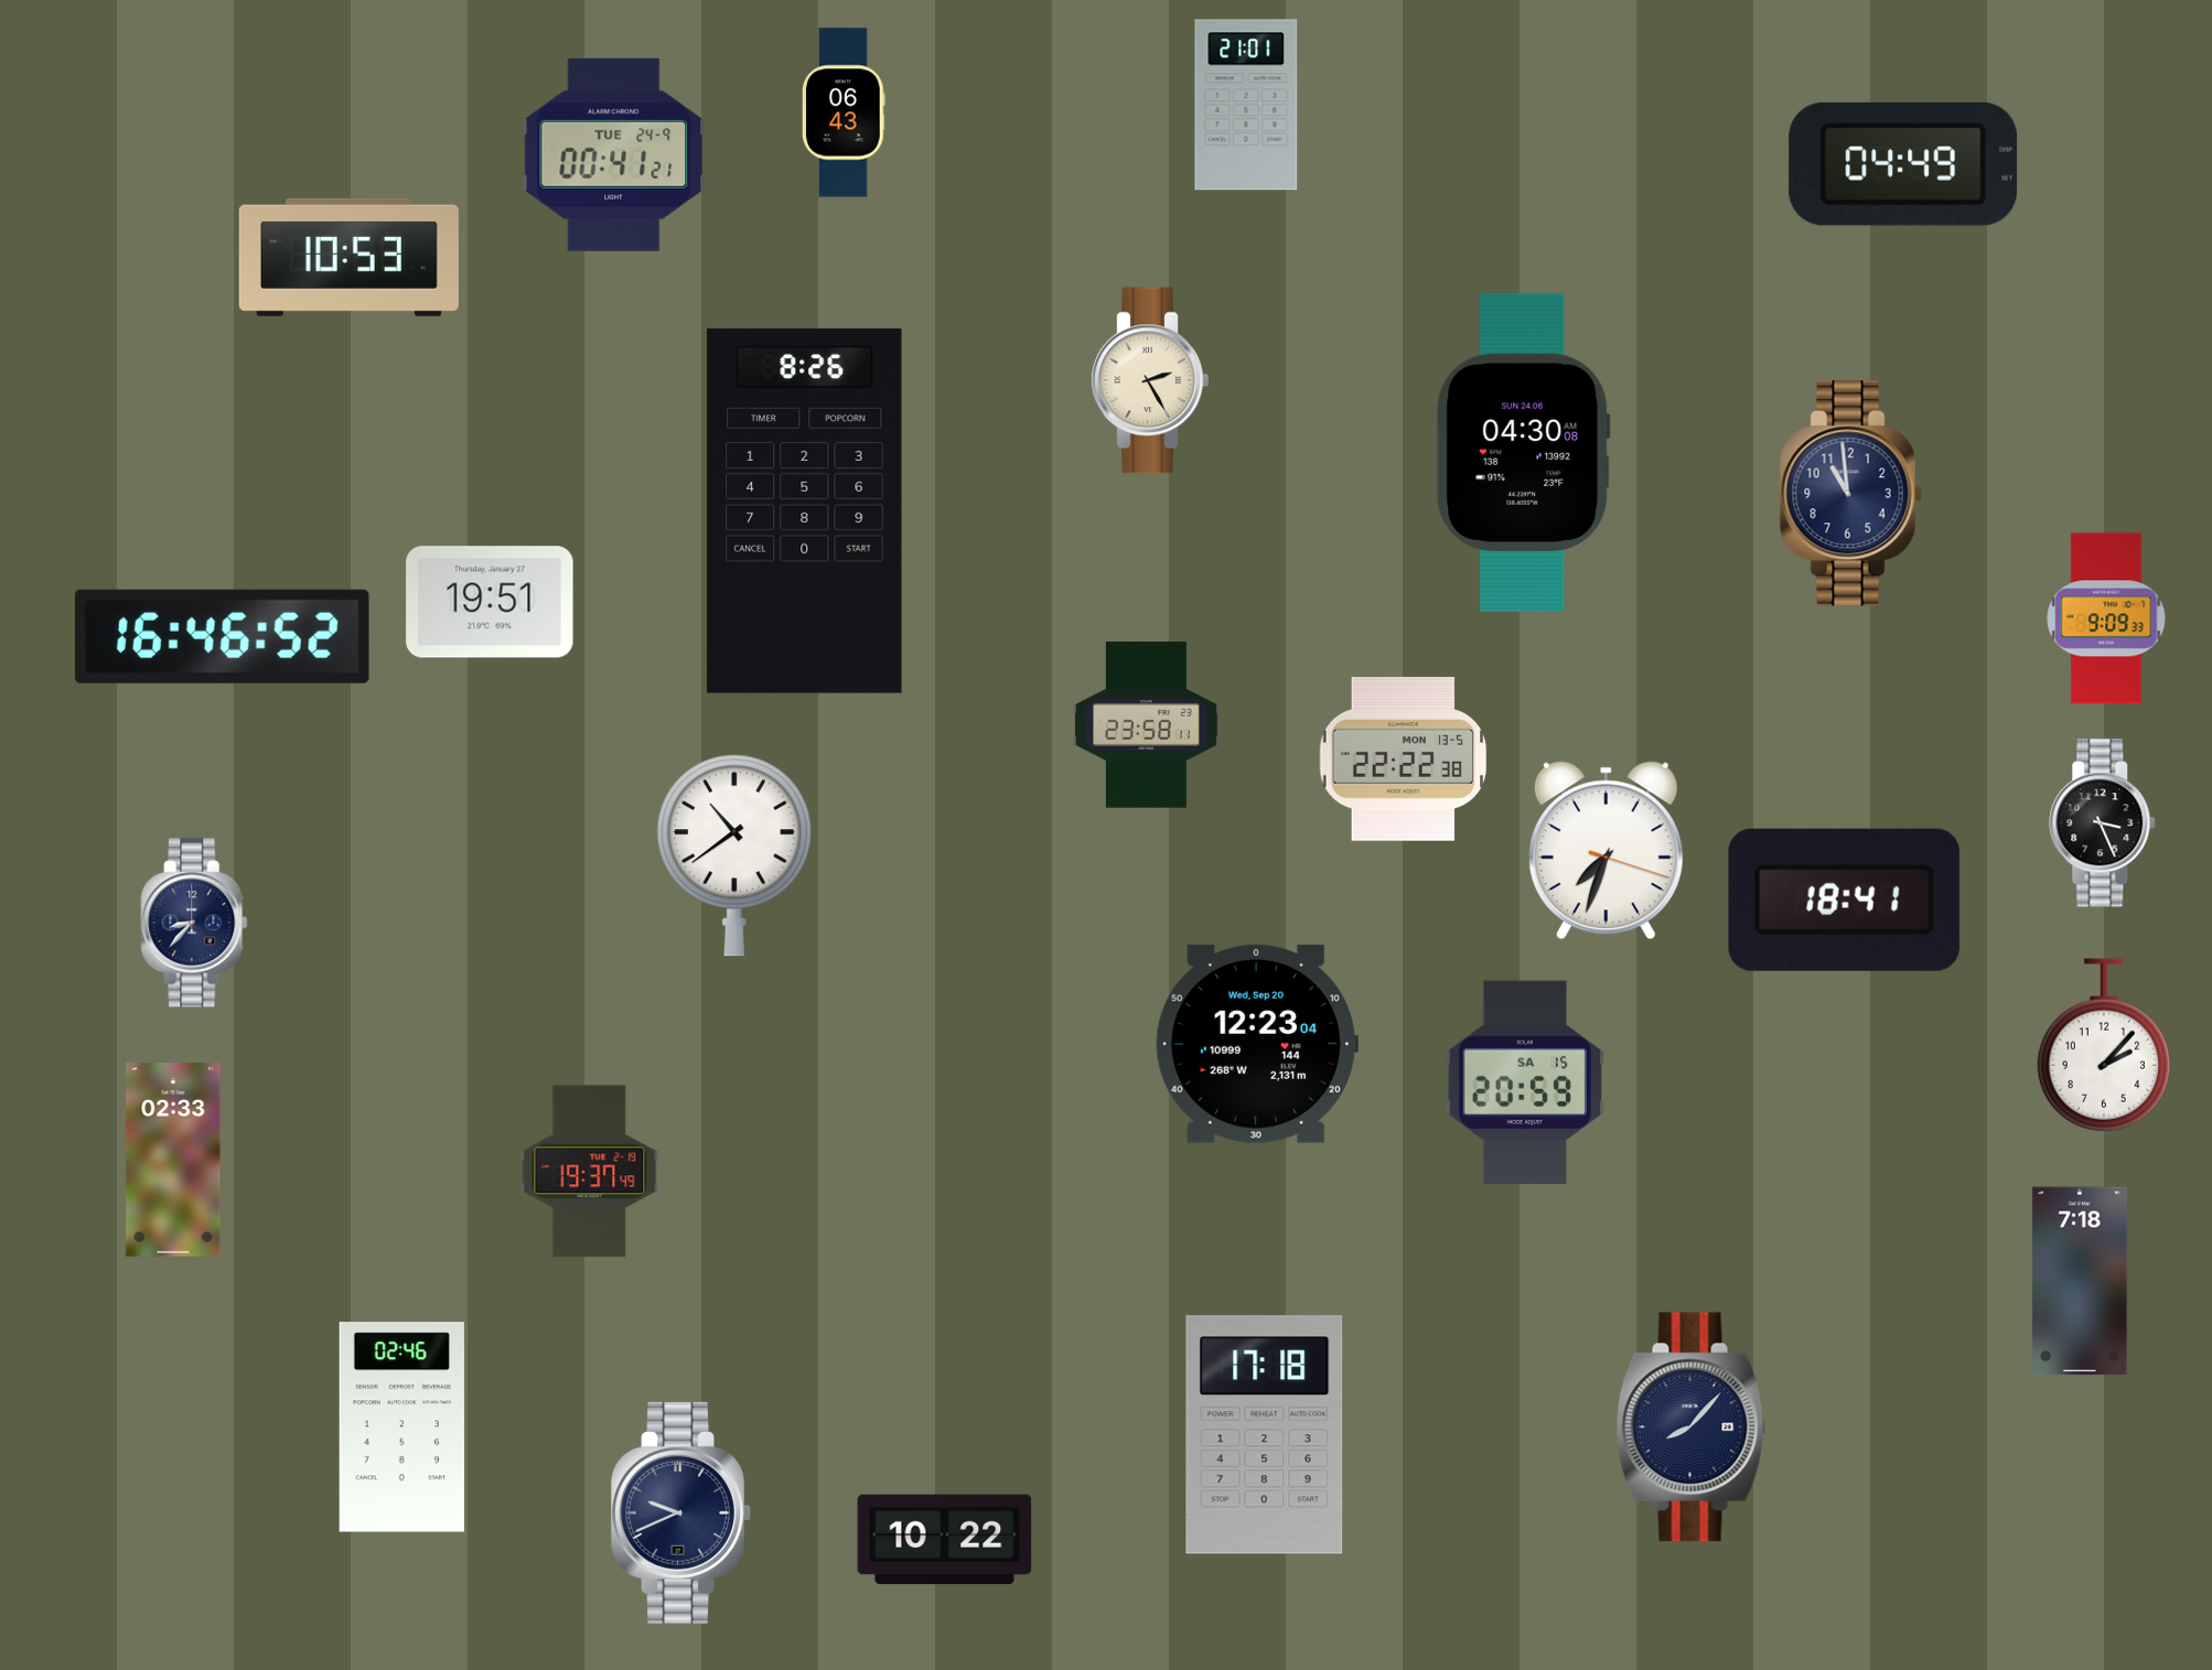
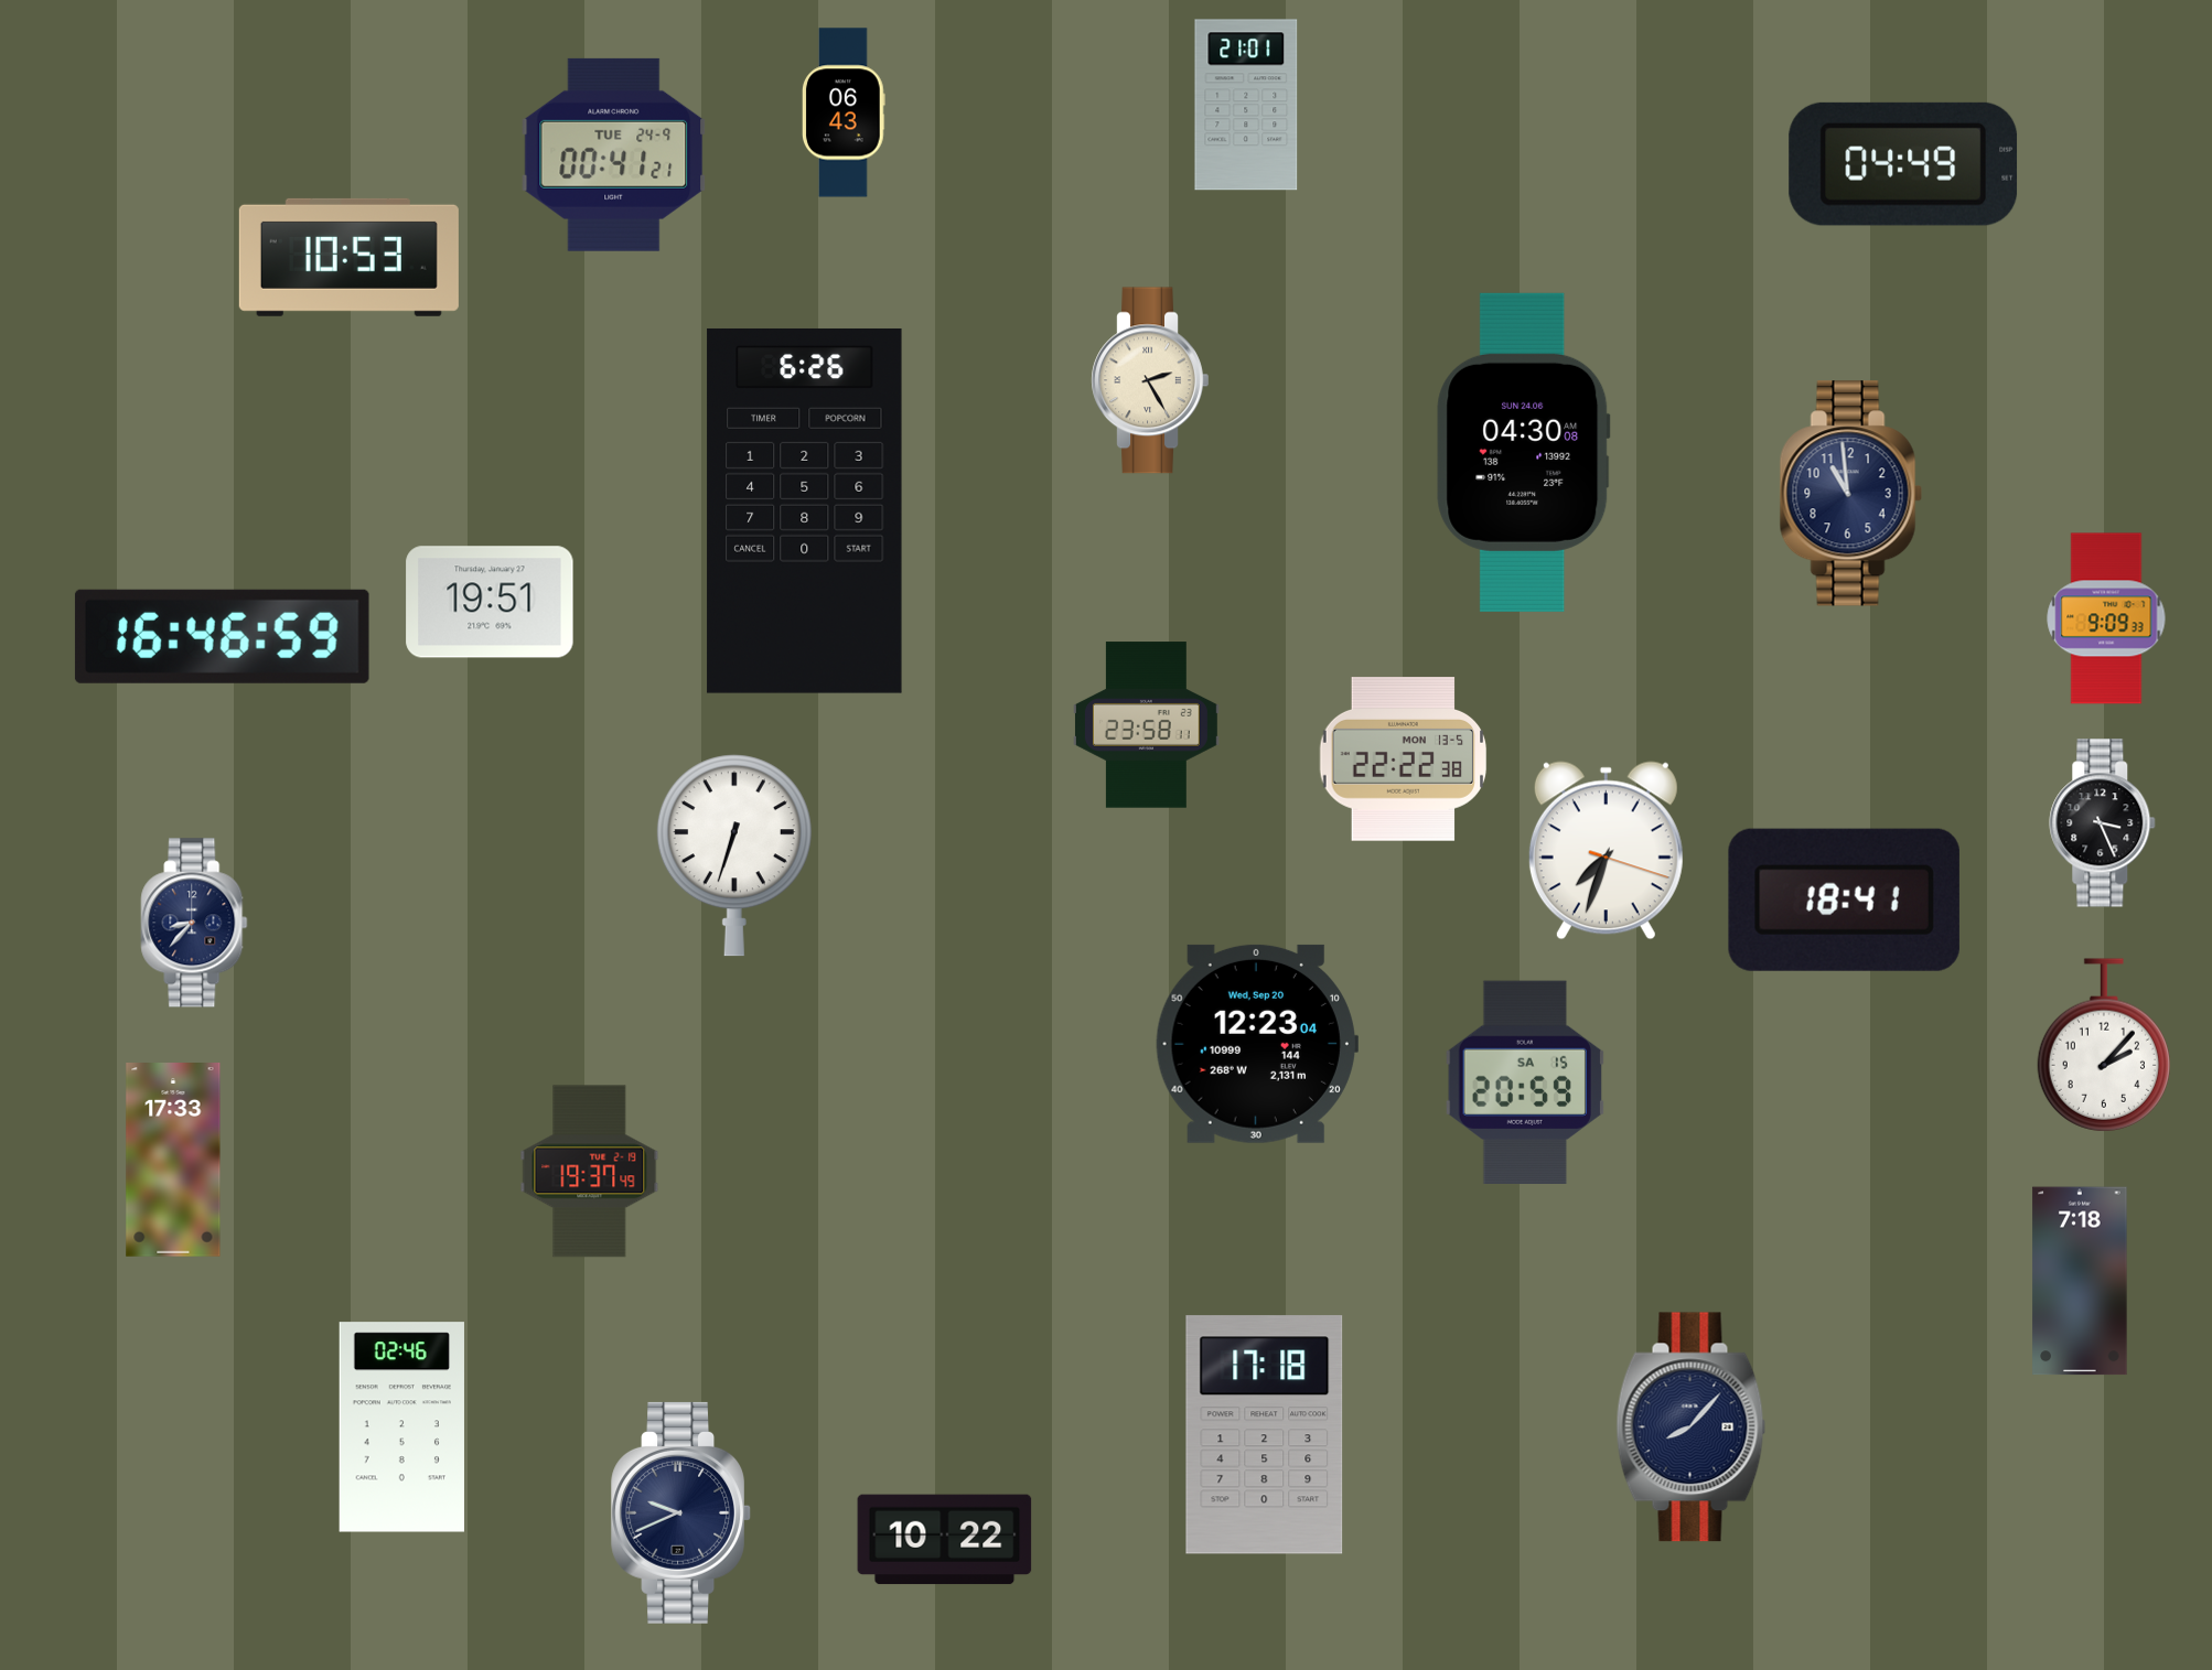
clock at (805, 510): 8:26 -> 6:26
clock at (222, 636): 16:46:52 -> 16:46:59
clock at (734, 855): 10:39 -> 6:33
clock at (173, 1161): 02:33 -> 17:33
